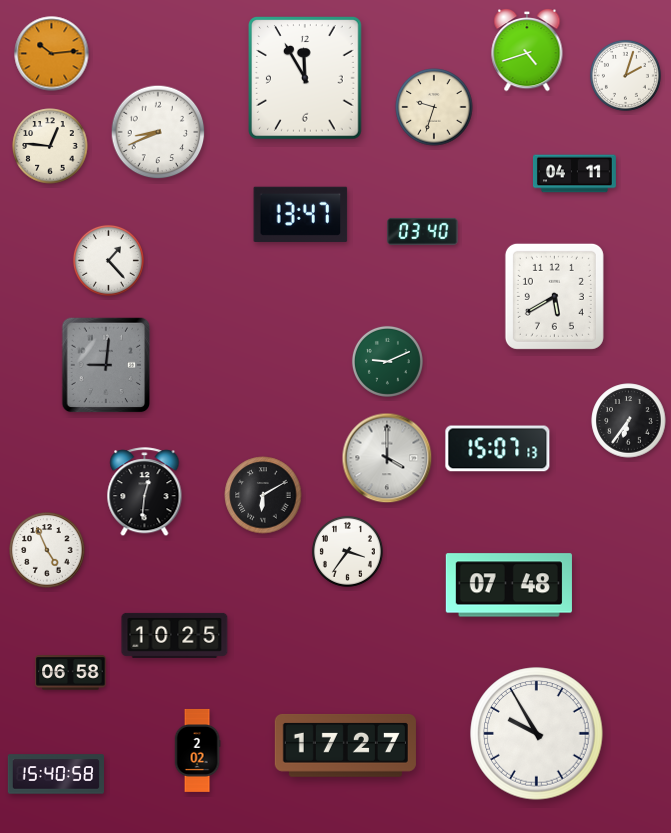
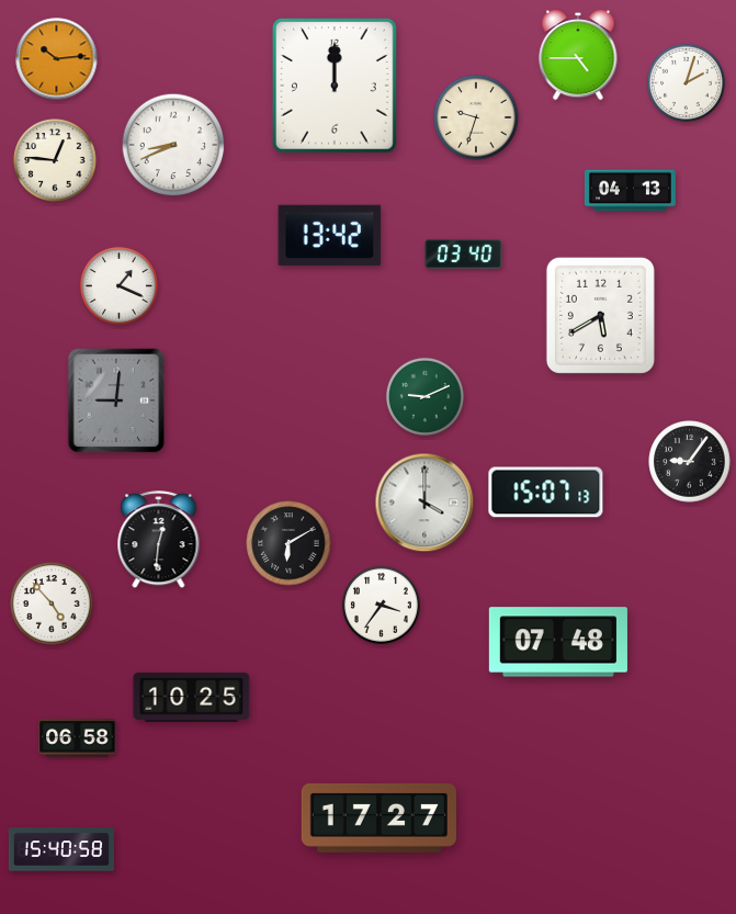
clock at (527, 51): 4:42 -> 4:45
clock at (306, 79): 11:55 -> 12:00
clock at (574, 174): 04:11 -> 04:13
clock at (301, 214): 13:47 -> 13:42
clock at (108, 260): 1:23 -> 1:19
clock at (554, 296) position: (554, 296) -> (600, 315)
clock at (629, 421): 6:36 -> 9:06
clock at (47, 550): 4:56 -> 4:53
clock at (537, 734): 9:55 -> none
clock at (197, 750): 2:02 -> none
